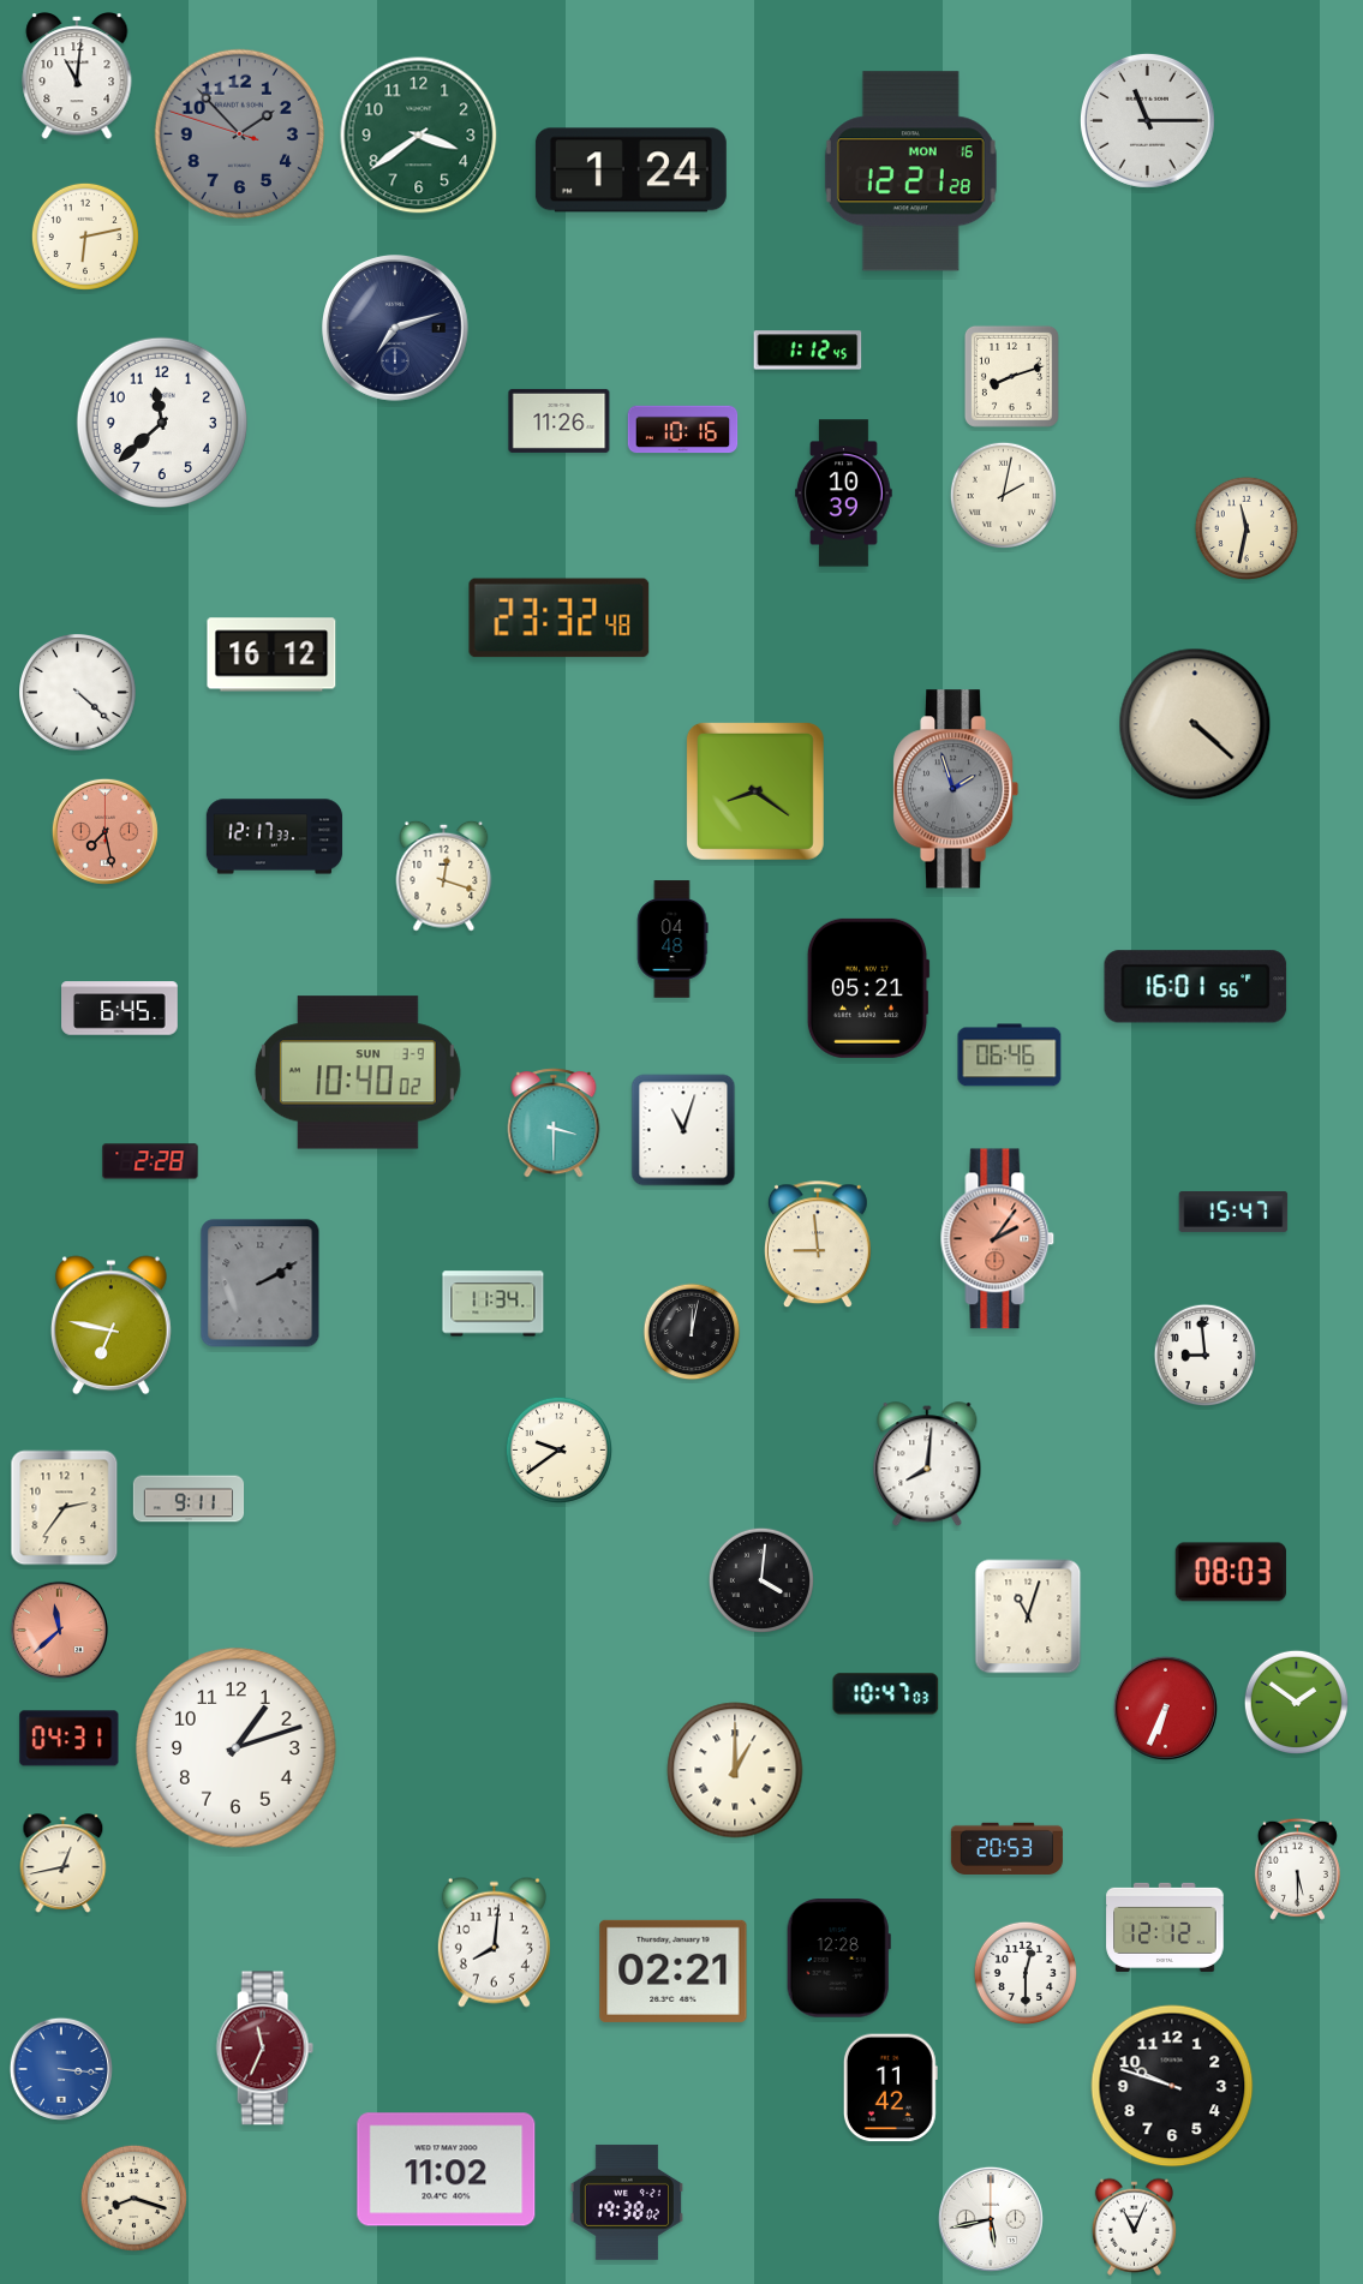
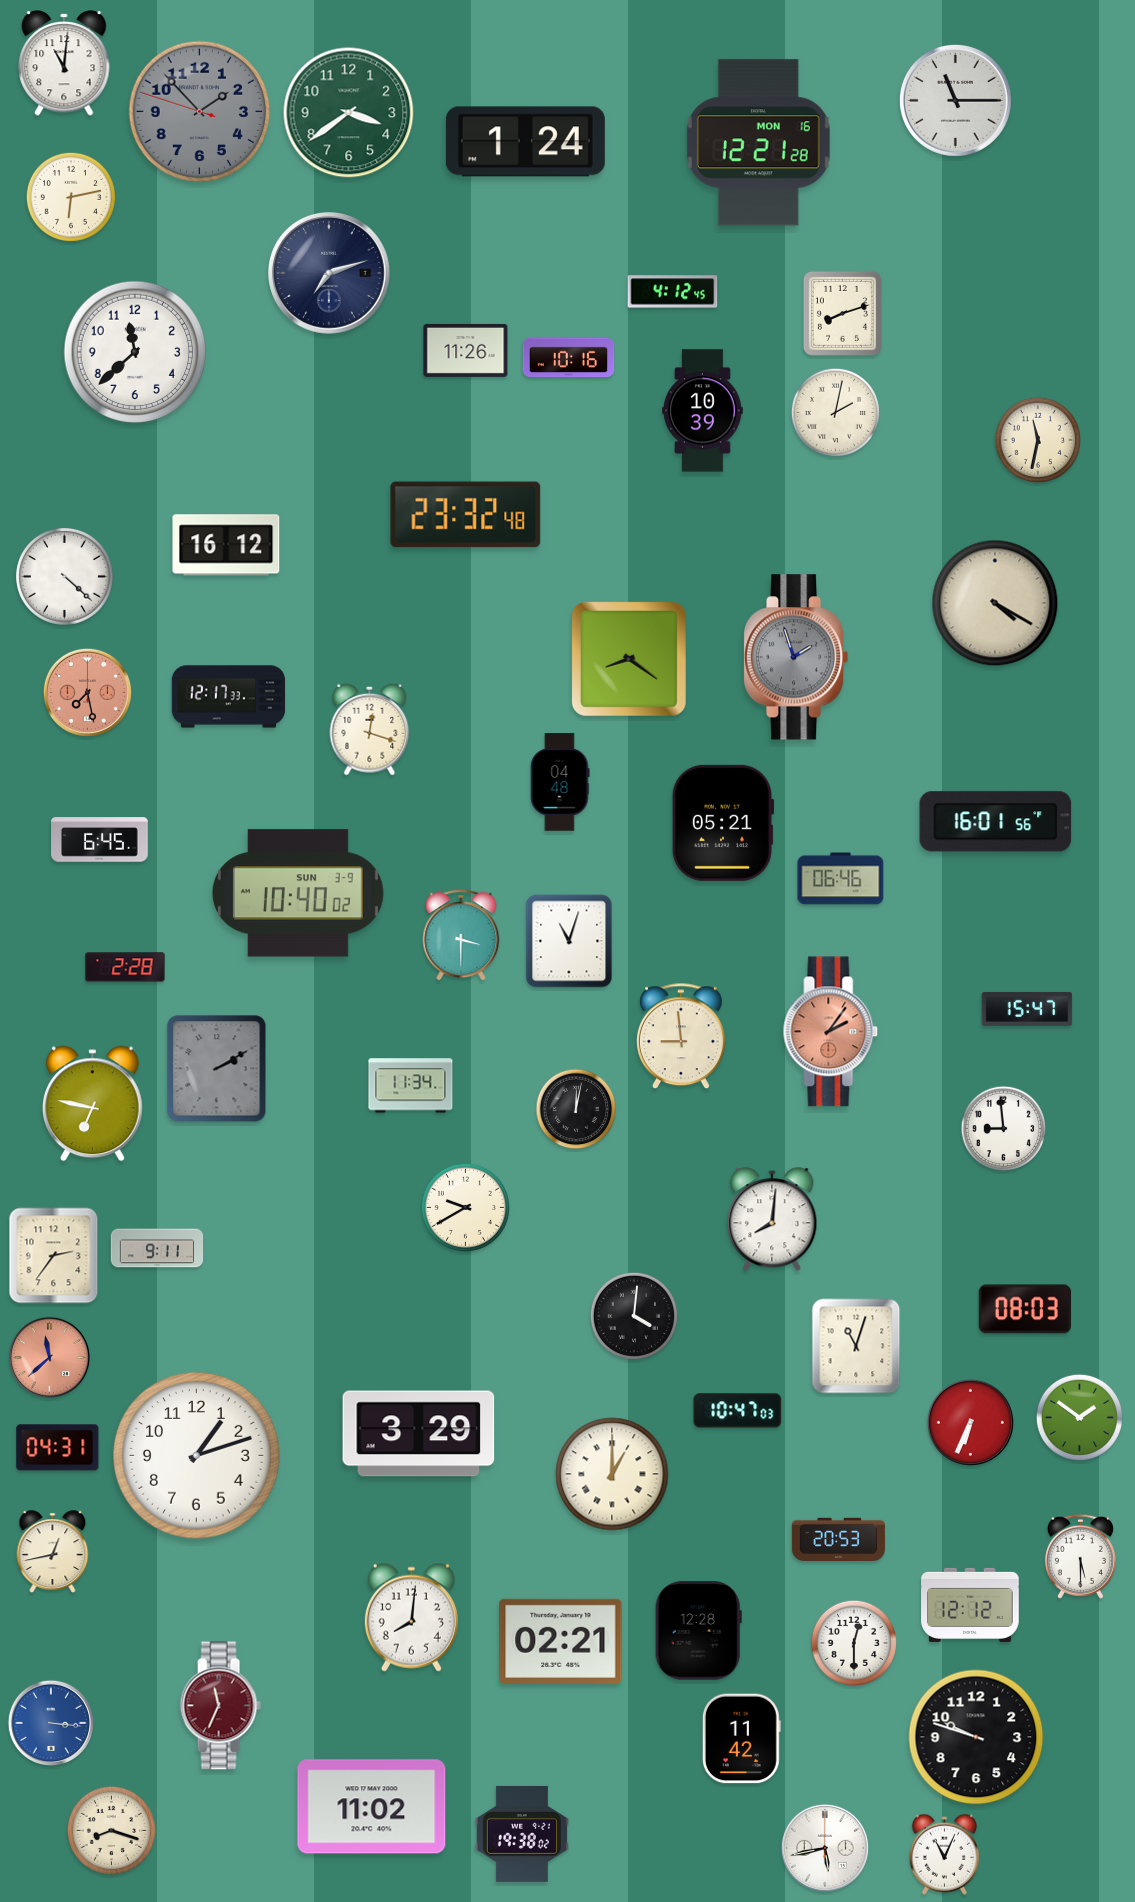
clock at (808, 351): 1:12 -> 4:12
clock at (1195, 724): 4:22 -> 4:20
clock at (558, 1449): 9:39 -> 9:40
clock at (419, 1434): none -> 3:29
